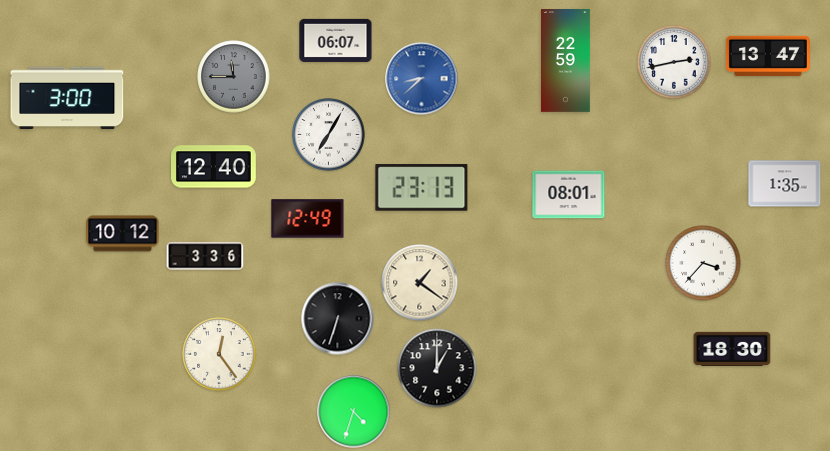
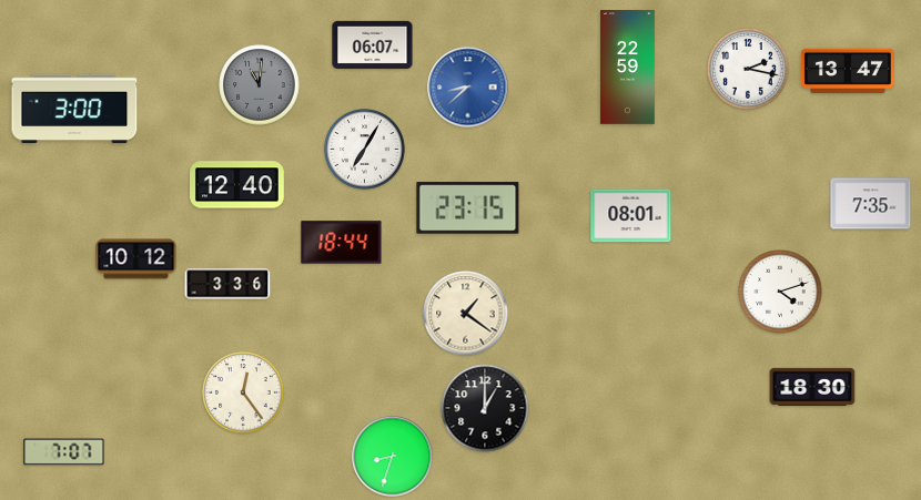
clock at (768, 55) position: (768, 55) -> (848, 70)
clock at (674, 62): 2:43 -> 2:17
clock at (234, 77): 11:45 -> 11:01
clock at (785, 184): 1:35 -> 7:35
clock at (422, 188): 23:13 -> 23:15
clock at (308, 219): 12:49 -> 18:44
clock at (703, 263): 3:37 -> 4:12
clock at (338, 319): 6:33 -> none
clock at (64, 452): none -> 7:07
clock at (354, 412): 4:33 -> 8:33
